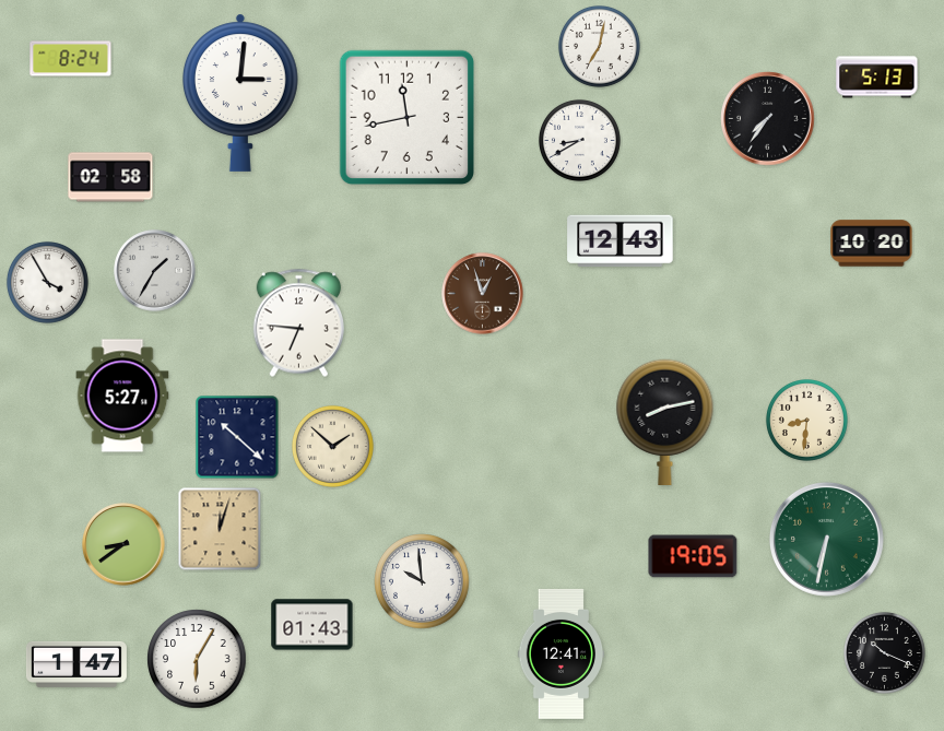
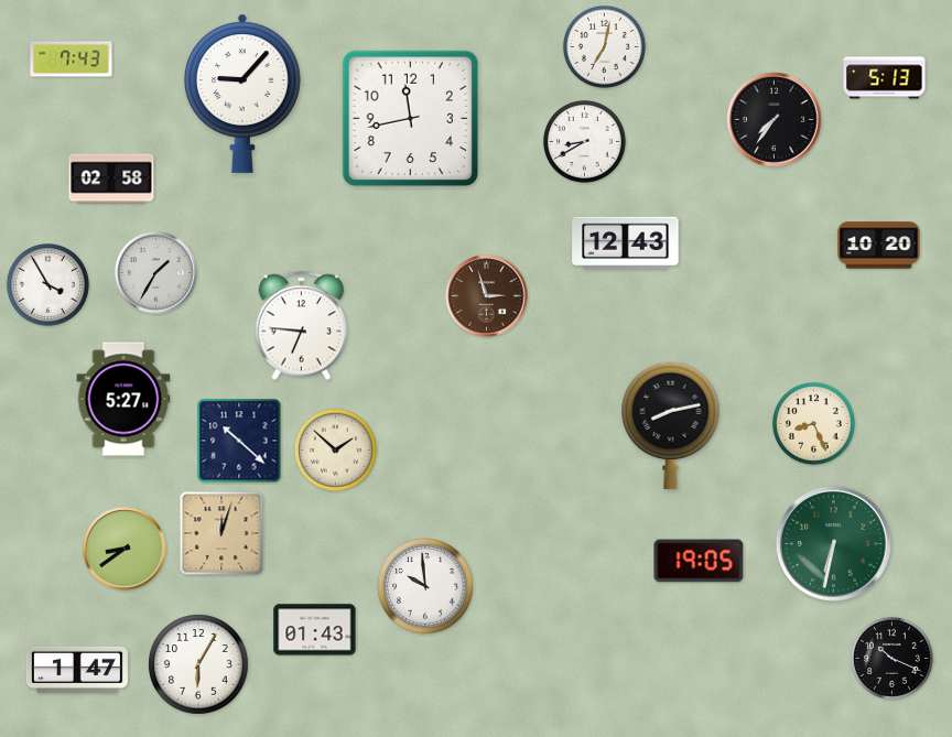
clock at (71, 59): 8:24 -> 7:43
clock at (240, 93): 3:01 -> 9:07
clock at (483, 294): 12:57 -> 2:57
clock at (806, 420): 8:31 -> 8:26
clock at (562, 653): 12:41 -> none
